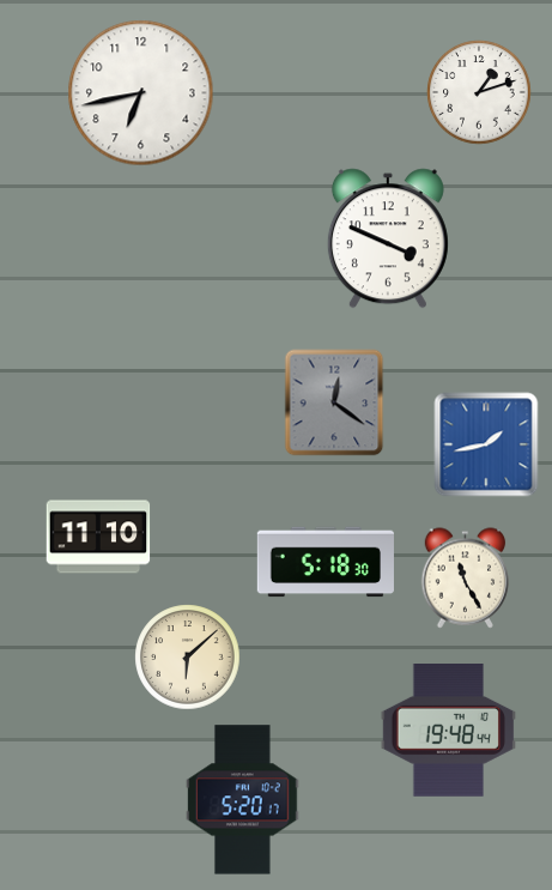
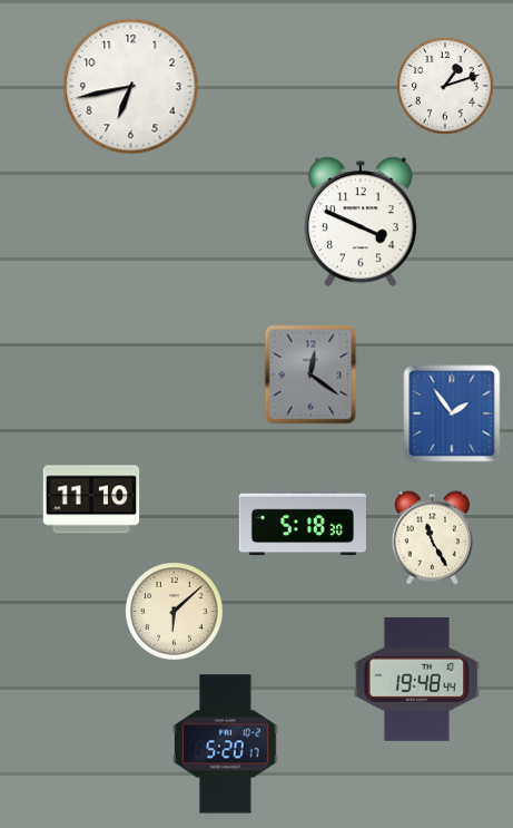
clock at (486, 444): 1:43 -> 1:54
